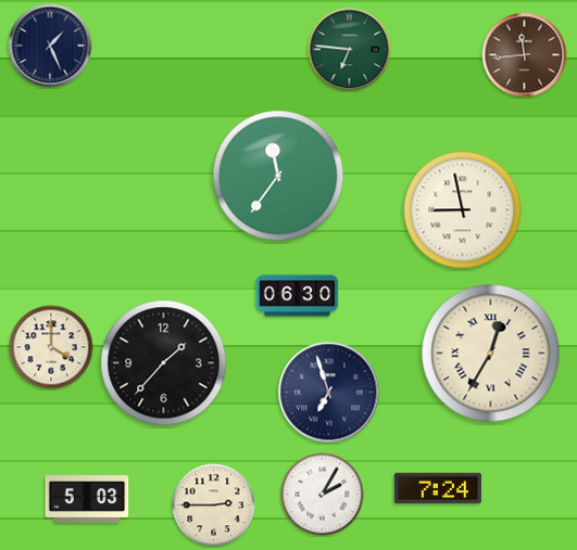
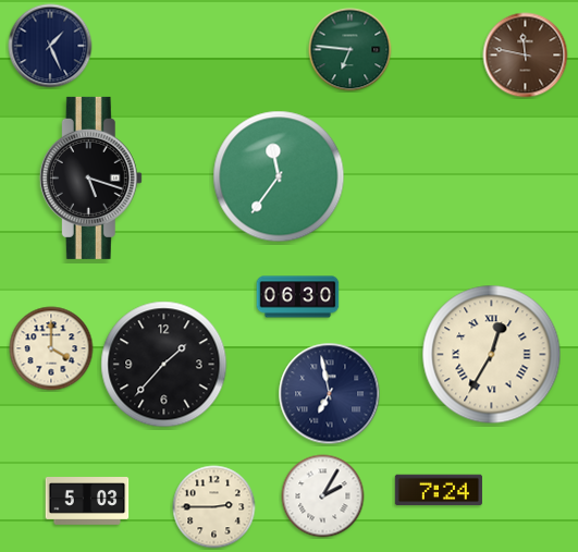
clock at (525, 55): 11:44 -> 11:47
clock at (90, 177): none -> 5:18
clock at (463, 210): 8:58 -> none
clock at (329, 393): 6:57 -> 6:58
